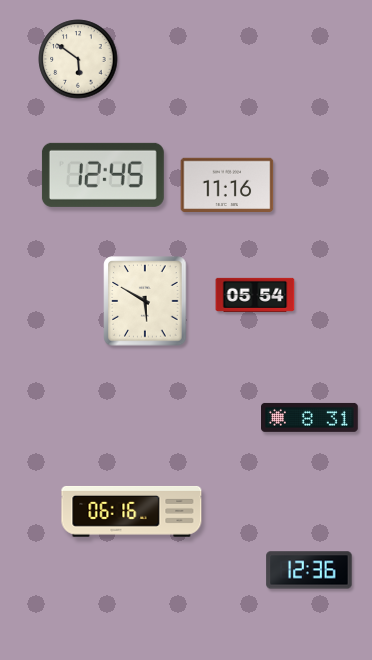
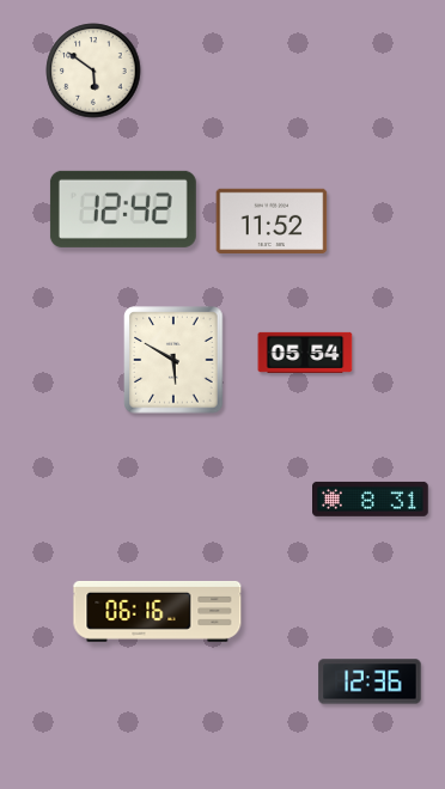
clock at (103, 175): 12:45 -> 12:42
clock at (227, 184): 11:16 -> 11:52
